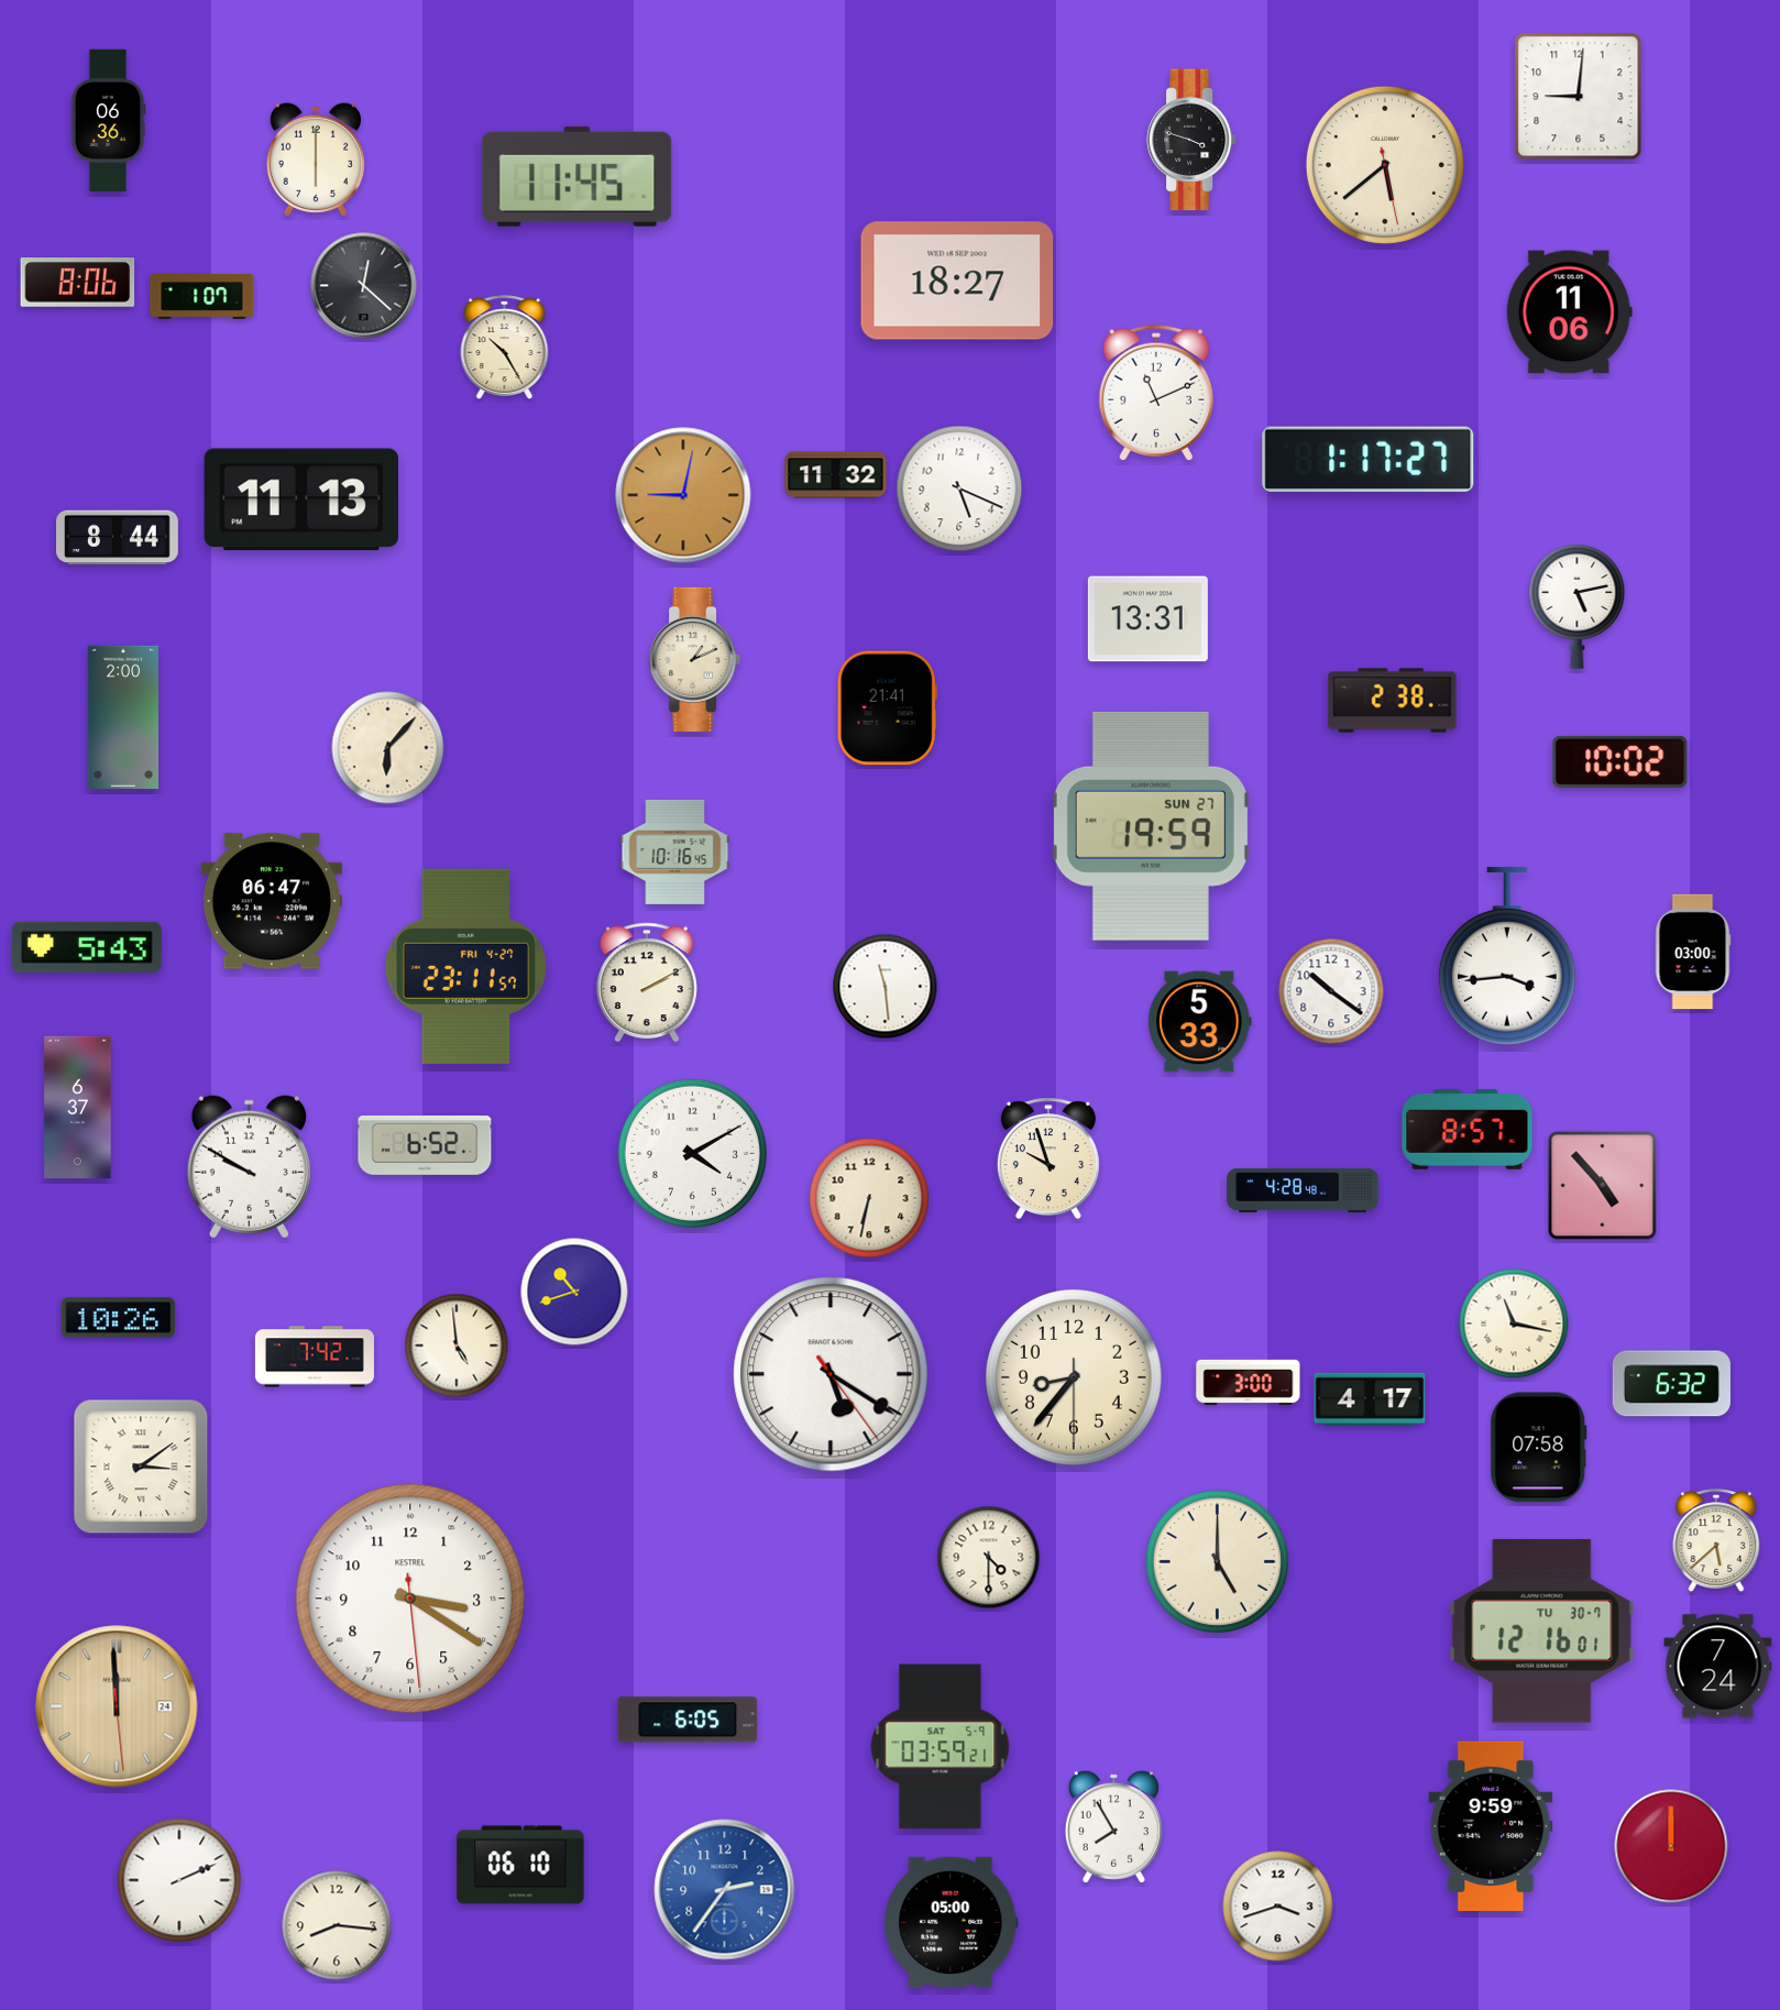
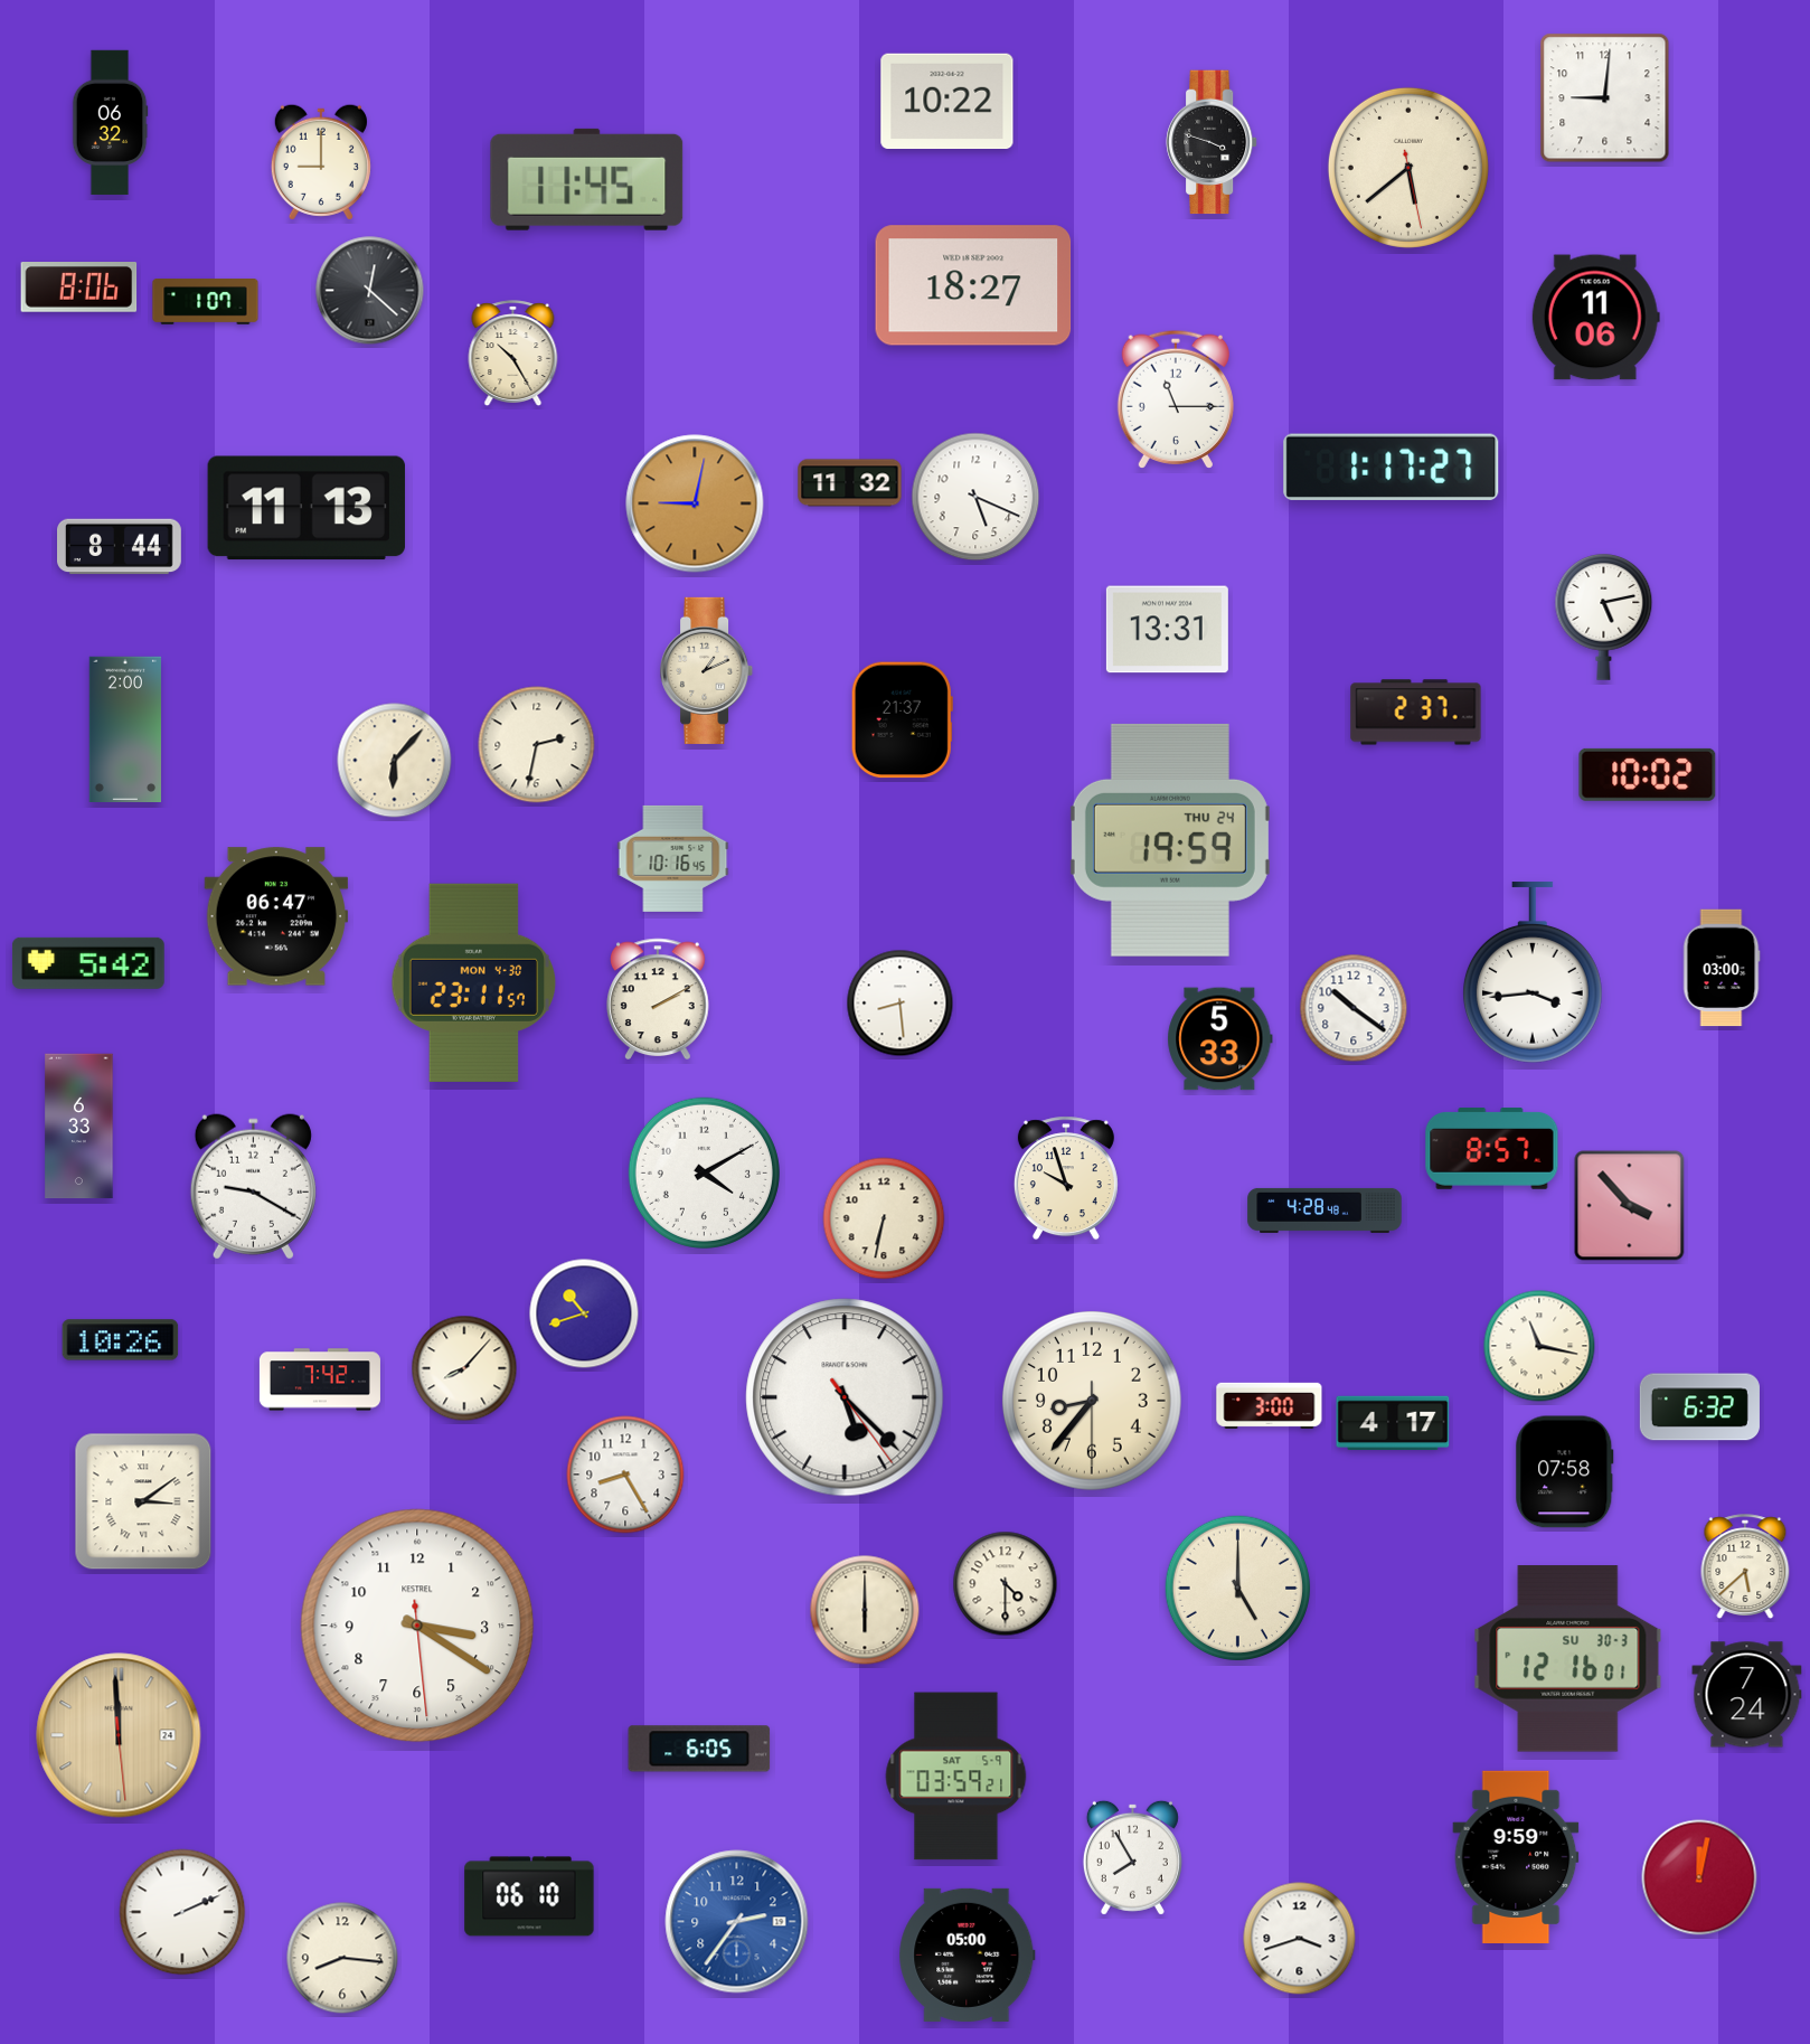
clock at (948, 102): none -> 10:22
clock at (108, 121): 06:36 -> 06:32
clock at (316, 160): 6:00 -> 9:00
clock at (1155, 393): 11:11 -> 11:15
clock at (1393, 701): 2:38 -> 2:37
clock at (887, 709): 21:41 -> 21:37
clock at (537, 745): none -> 2:32
clock at (1151, 826) date: SUN 27 -> THU 24
clock at (675, 852) position: (675, 852) -> (673, 858)
clock at (87, 947): 5:43 -> 5:42
clock at (466, 966) date: FRI 4-27 -> MON 4-30
clock at (886, 987): 11:29 -> 8:29
clock at (78, 1108): 6:37 -> 6:33
clock at (425, 1145): 6:52 -> none
clock at (249, 1167): 9:50 -> 9:20
clock at (1603, 1186): 4:53 -> 3:53
clock at (457, 1346): 4:59 -> 8:07
clock at (831, 1374): 5:20 -> 5:22
clock at (625, 1475): none -> 8:25
clock at (141, 1467) position: (141, 1467) -> (143, 1501)
clock at (865, 1610): none -> 6:00
clock at (1542, 1632) date: TU 30-7 -> SU 30-3
clock at (1671, 1846): 12:00 -> 12:02
